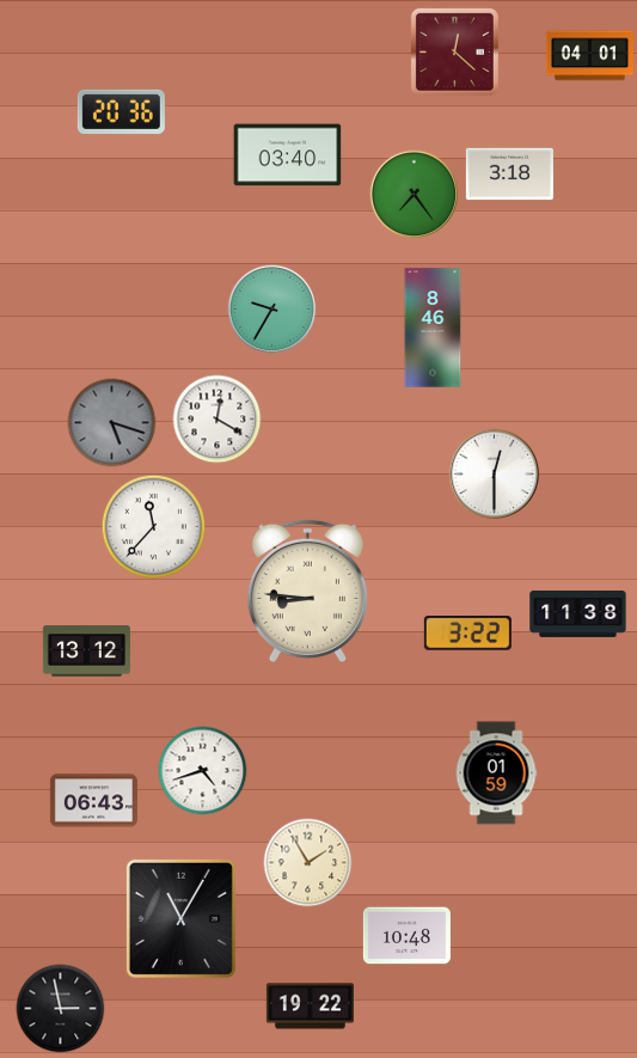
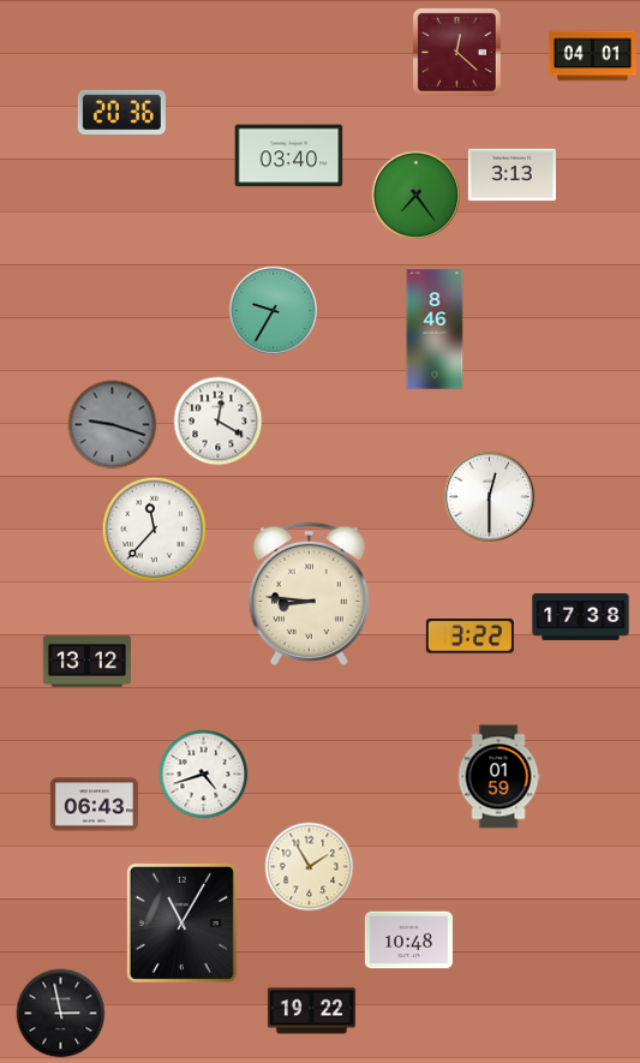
clock at (509, 175): 3:18 -> 3:13
clock at (112, 423): 5:18 -> 9:18
clock at (495, 475) position: (495, 475) -> (490, 497)
clock at (578, 613): 11:38 -> 17:38
clock at (86, 652) position: (86, 652) -> (86, 662)
